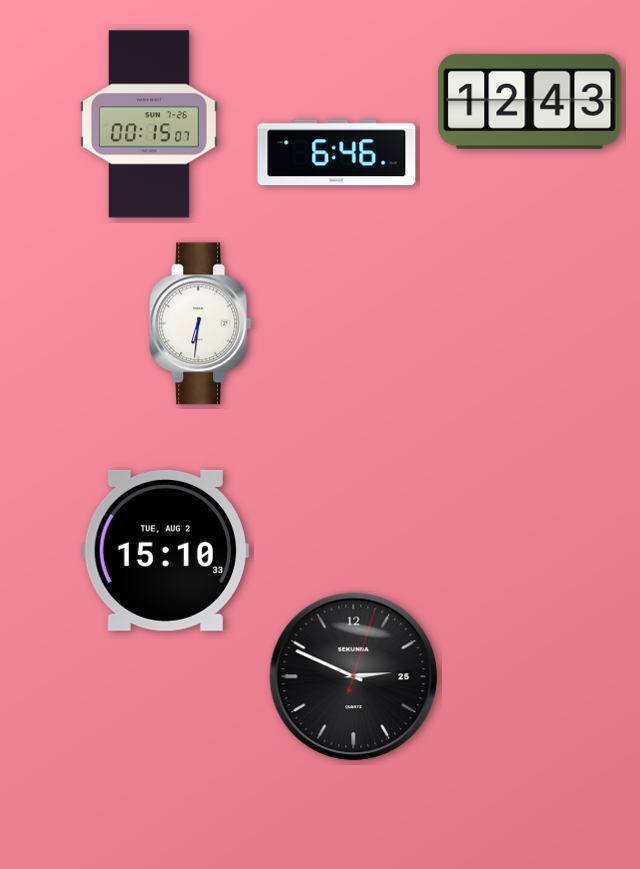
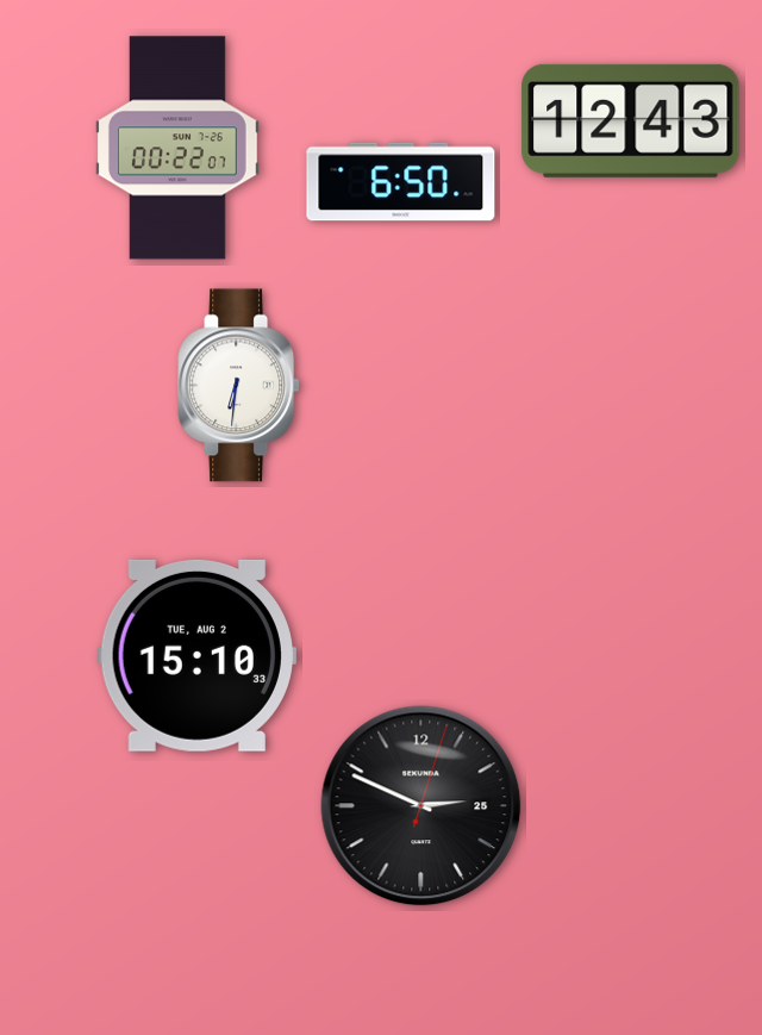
clock at (150, 124): 00:15 -> 00:22
clock at (337, 153): 6:46 -> 6:50
